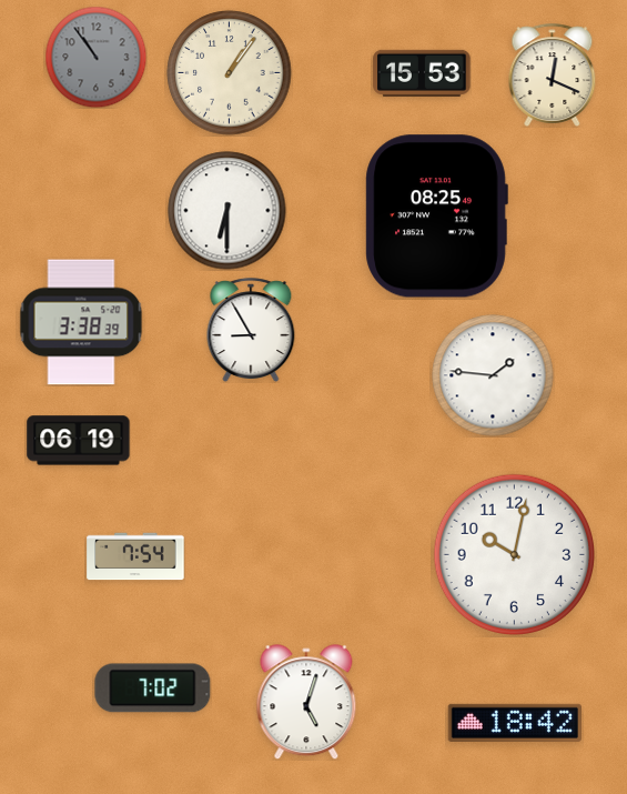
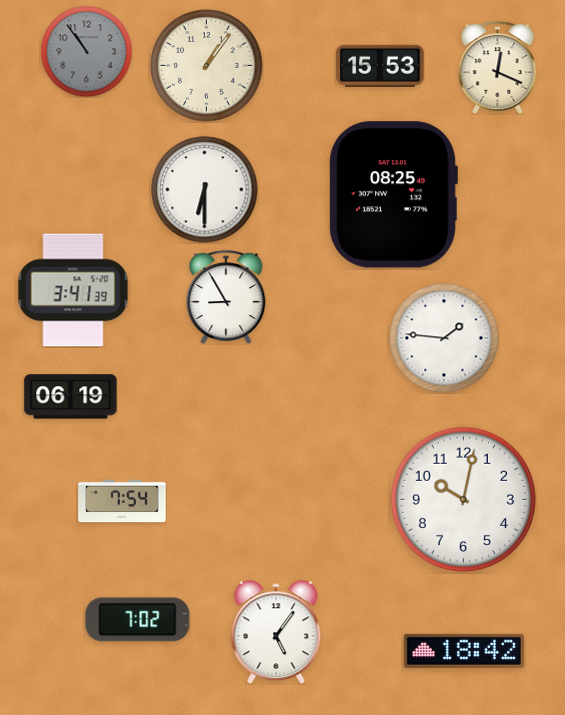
clock at (81, 322): 3:38 -> 3:41
clock at (306, 702): 5:03 -> 5:06
